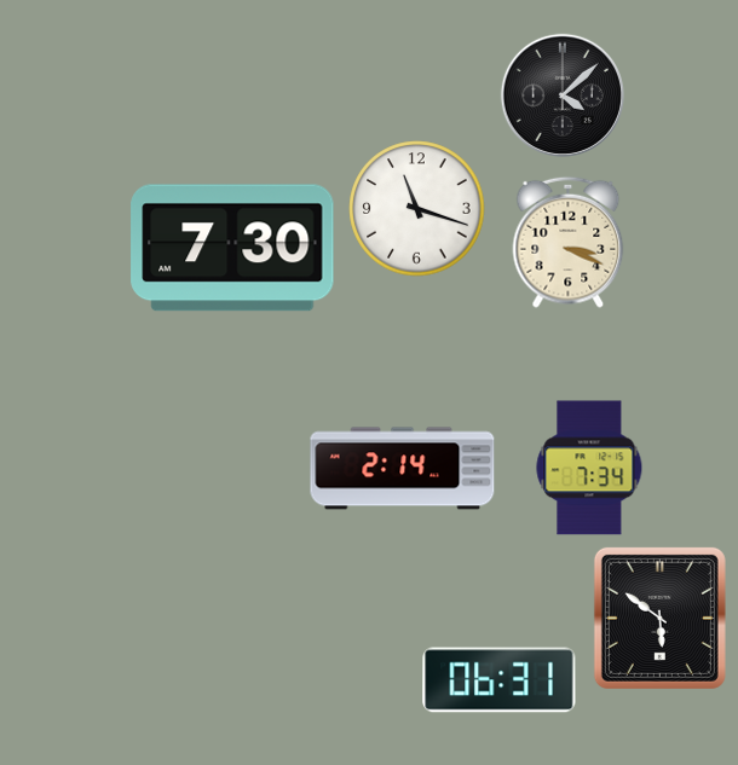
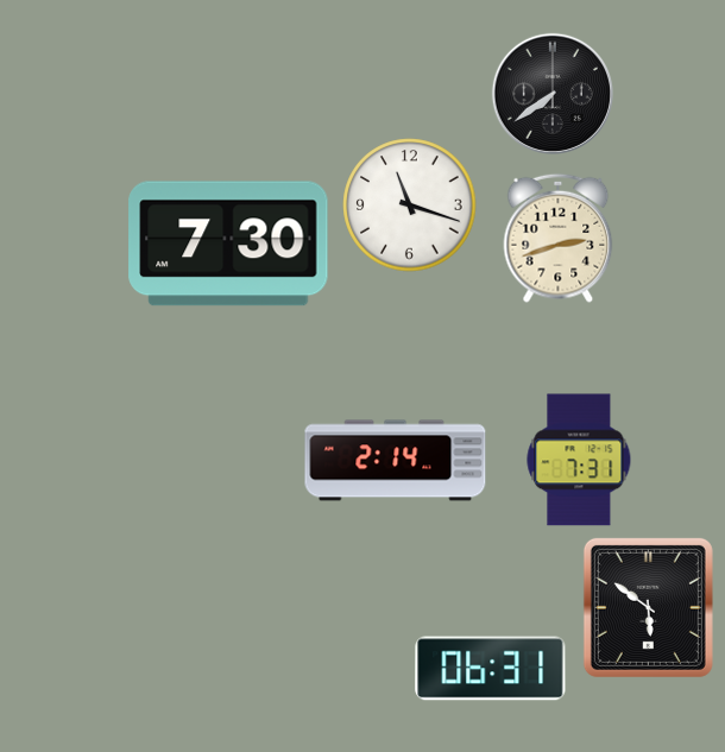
clock at (563, 95): 4:08 -> 7:39
clock at (569, 242): 3:19 -> 2:42
clock at (589, 468): 7:34 -> 7:31
